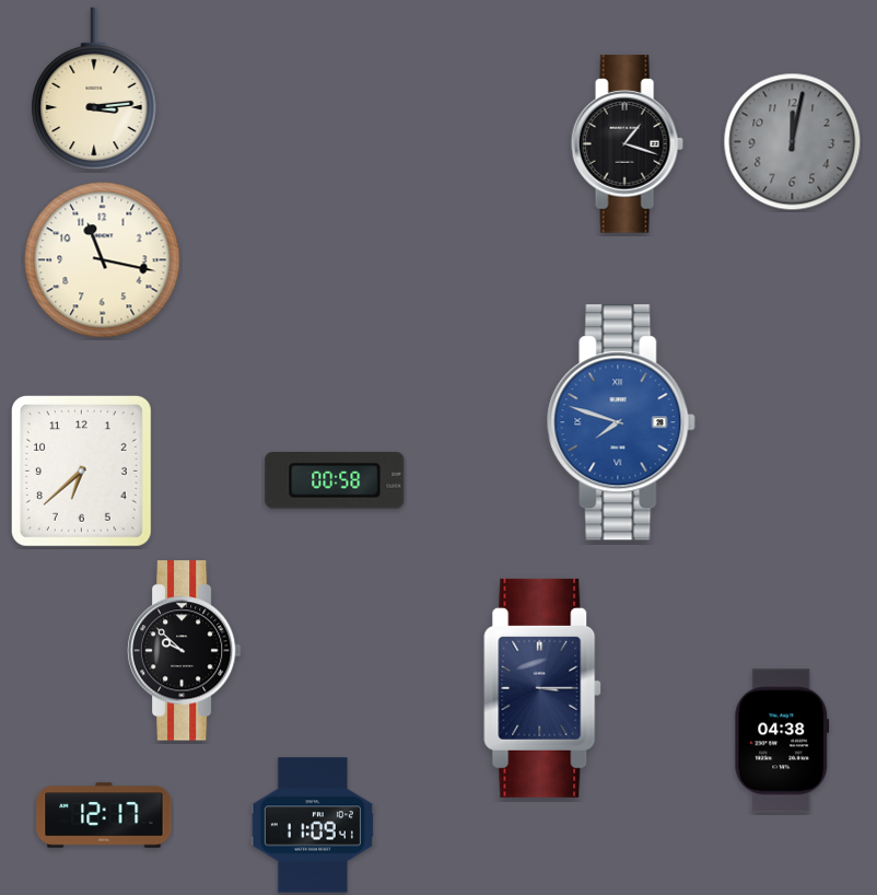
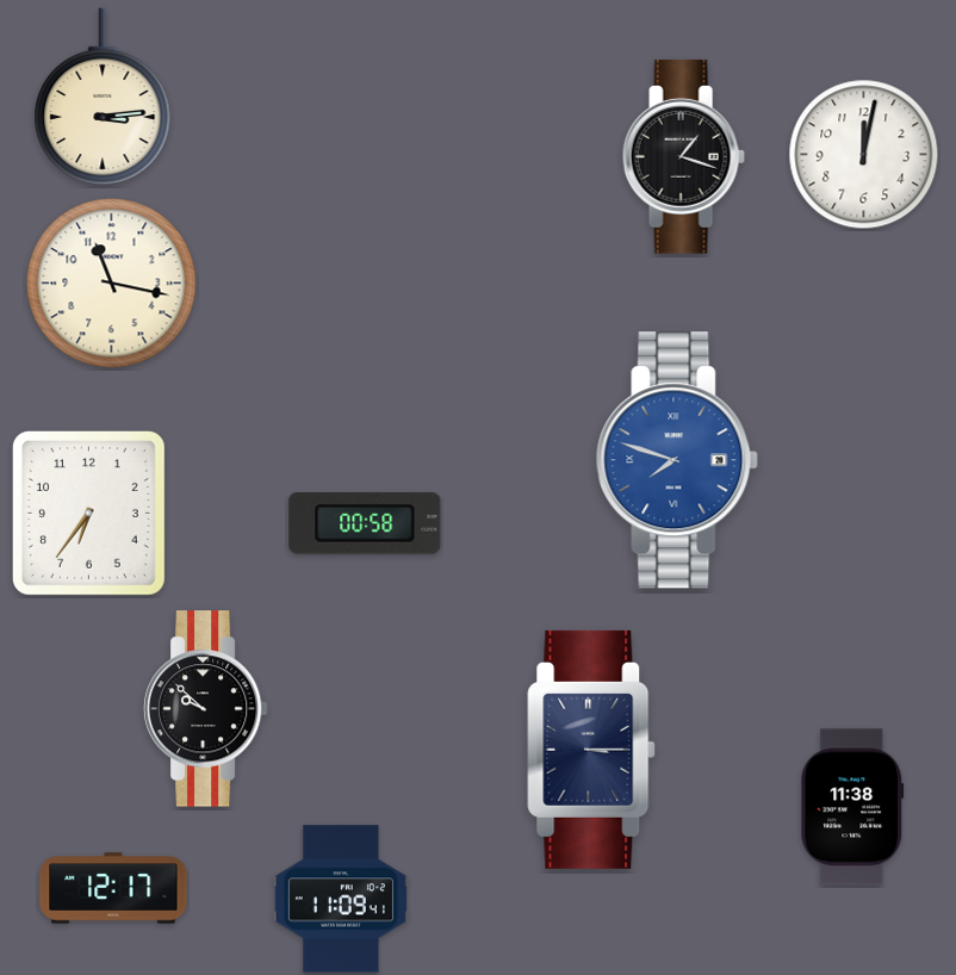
clock at (793, 142) dial: grey -> white
clock at (81, 470): 6:38 -> 6:36
clock at (184, 651) position: (184, 651) -> (205, 709)
clock at (782, 741): 04:38 -> 11:38
